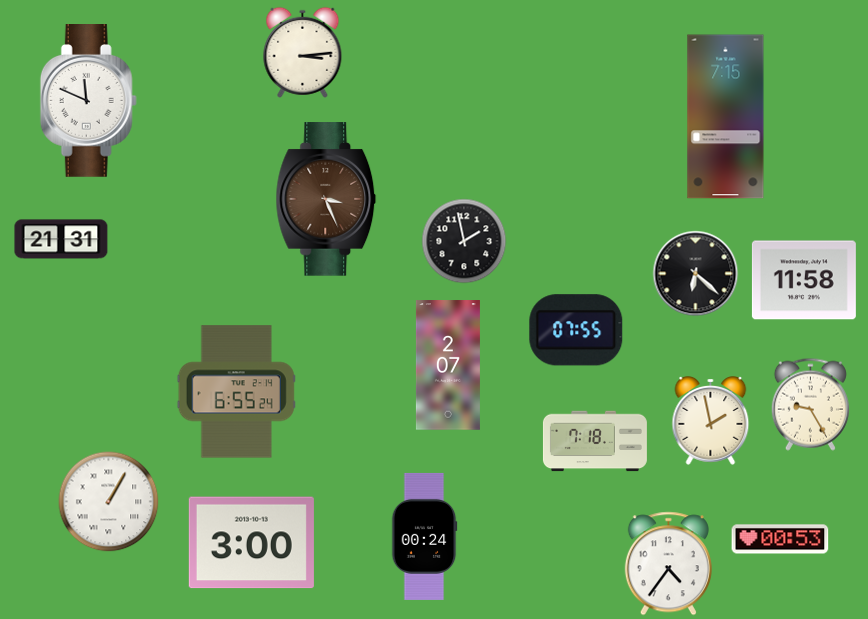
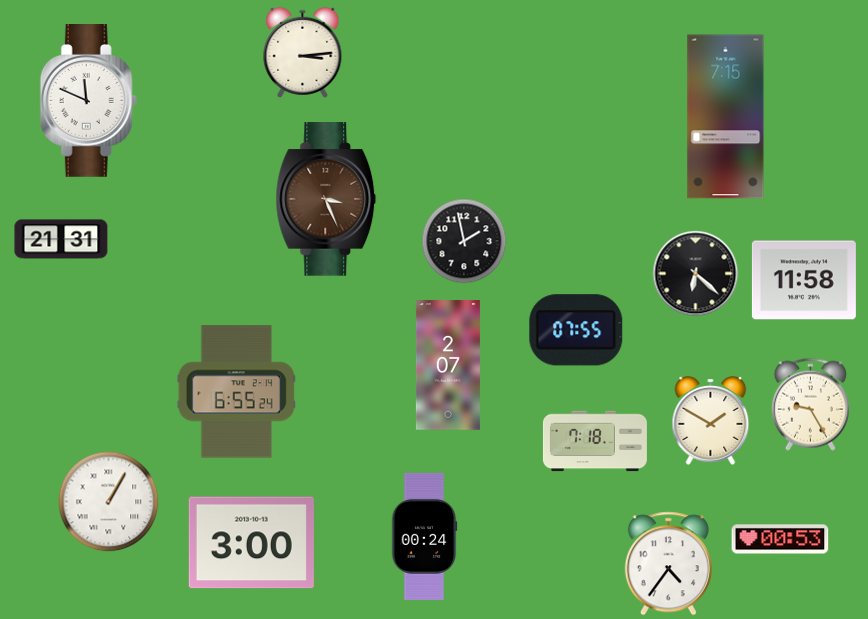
clock at (711, 421): 1:58 -> 1:50
